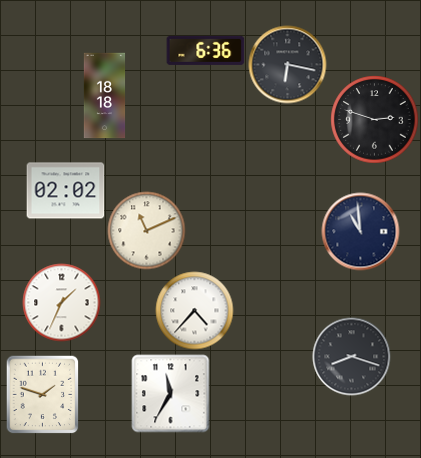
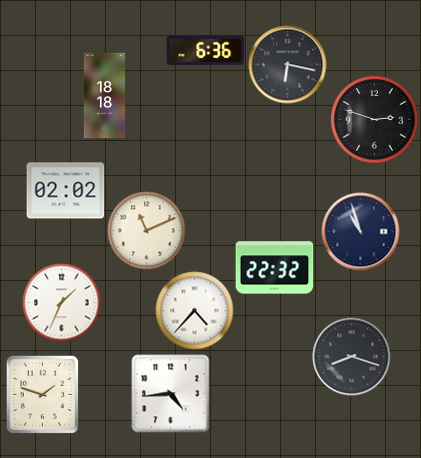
clock at (360, 231): 10:59 -> 10:57
clock at (274, 268): none -> 22:32
clock at (170, 393): 11:35 -> 4:44
